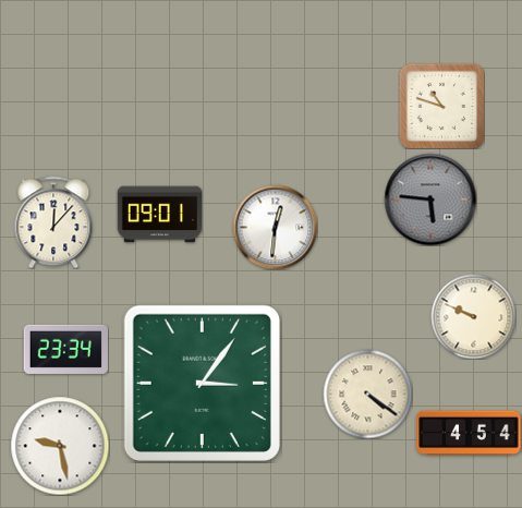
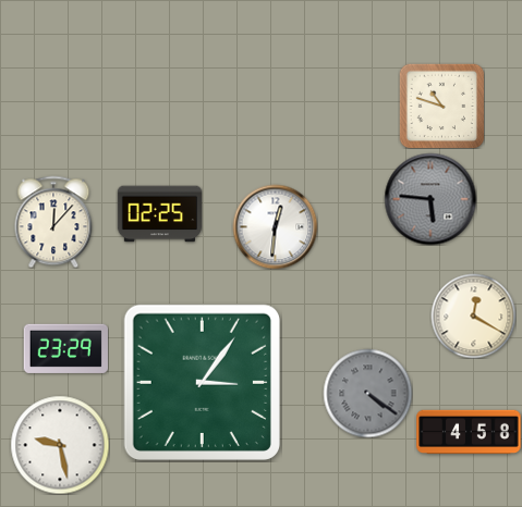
clock at (159, 215): 09:01 -> 02:25
clock at (473, 316): 9:49 -> 12:20
clock at (65, 349): 23:34 -> 23:29
clock at (367, 394) dial: cream -> grey
clock at (469, 433): 4:54 -> 4:58
